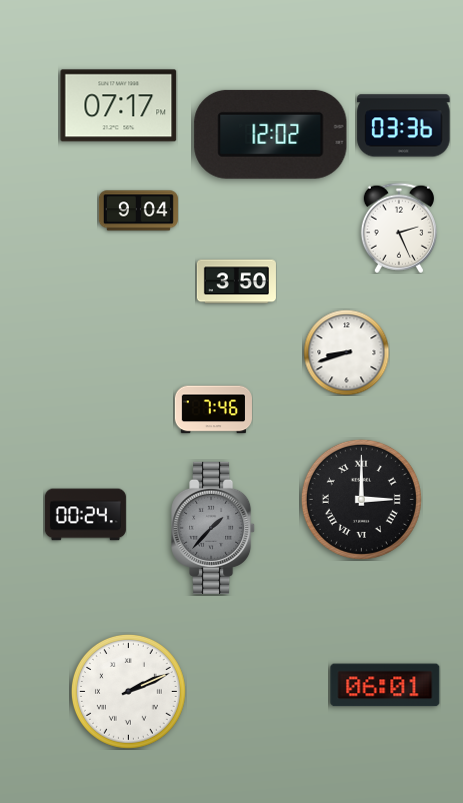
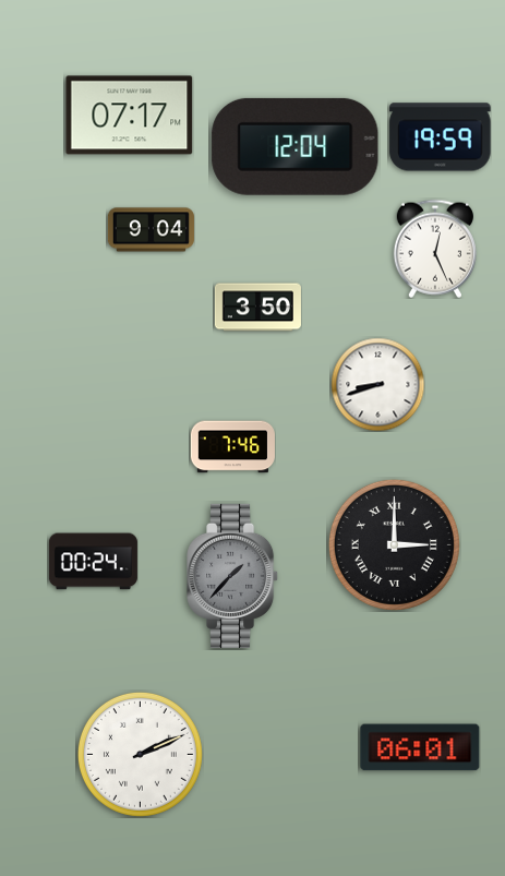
clock at (404, 126): 03:36 -> 19:59
clock at (271, 134): 12:02 -> 12:04
clock at (399, 228): 2:26 -> 12:26
